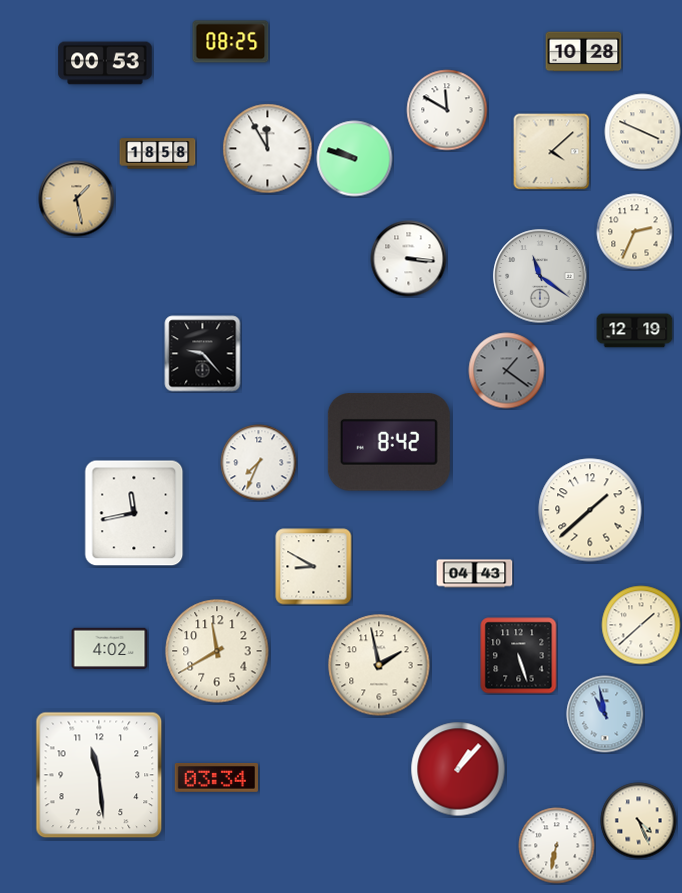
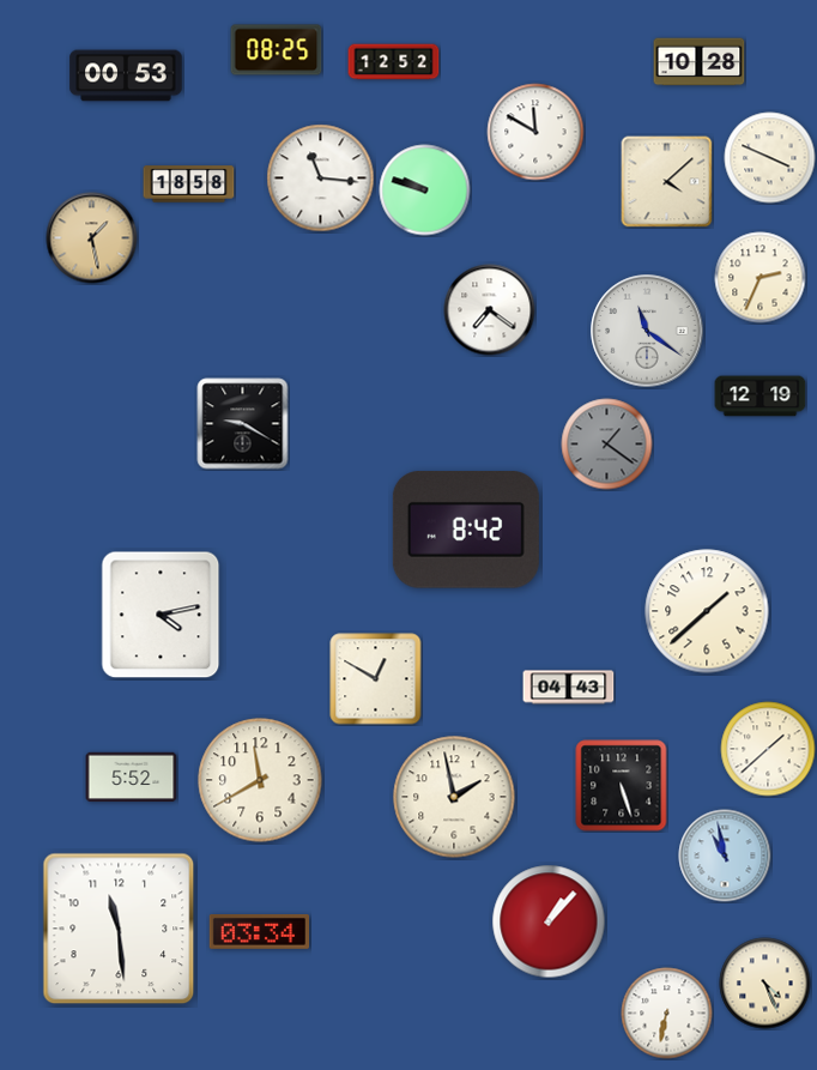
clock at (394, 62): none -> 12:52
clock at (268, 149): 11:55 -> 11:16
clock at (552, 152) position: (552, 152) -> (667, 182)
clock at (409, 259): 3:16 -> 7:21
clock at (203, 354): 9:23 -> 9:20
clock at (259, 463): 7:34 -> none
clock at (134, 513): 11:43 -> 4:13
clock at (314, 567): 8:50 -> 12:50
clock at (110, 649): 4:02 -> 5:52
